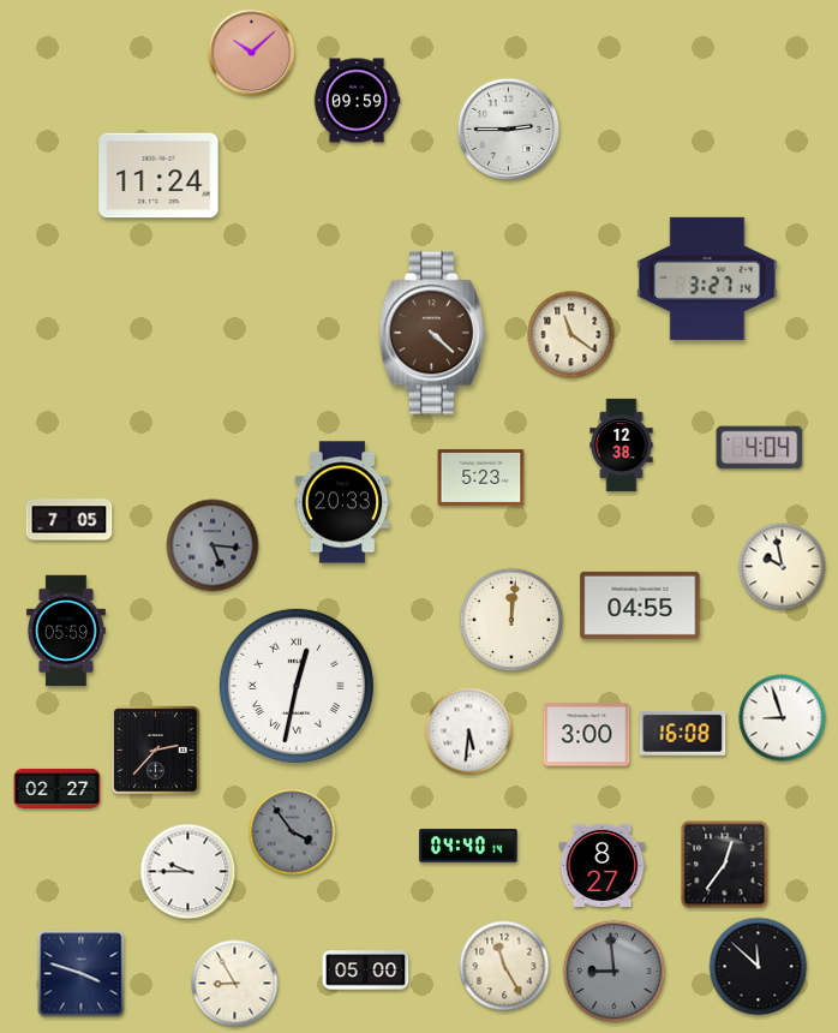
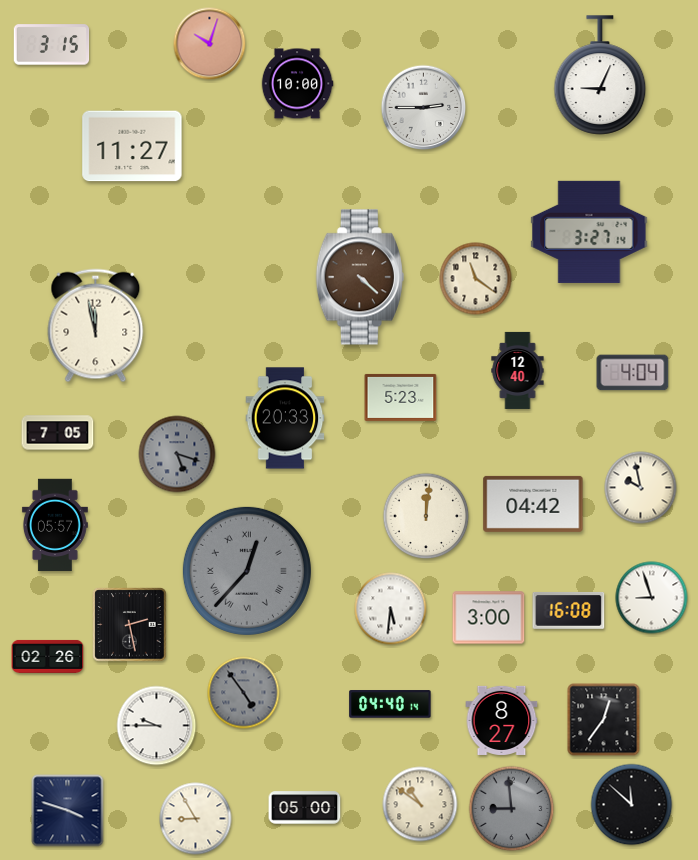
clock at (252, 53): 10:08 -> 10:03
clock at (52, 45): none -> 3:15
clock at (600, 75): none -> 9:04
clock at (357, 101): 09:59 -> 10:00
clock at (158, 175): 11:24 -> 11:27
clock at (96, 326): none -> 11:58
clock at (622, 444): 12:38 -> 12:40
clock at (213, 545): 5:16 -> 5:18
clock at (783, 567) position: (783, 567) -> (641, 488)
clock at (640, 605): 04:55 -> 04:42
clock at (66, 631): 05:59 -> 05:57
clock at (297, 686): 12:32 -> 12:37
clock at (297, 686) dial: white -> grey
clock at (587, 735) position: (587, 735) -> (489, 618)
clock at (156, 751): 2:37 -> 2:28
clock at (58, 788): 02:27 -> 02:26
clock at (293, 832): 3:54 -> 4:54
clock at (504, 966): 11:25 -> 10:51
